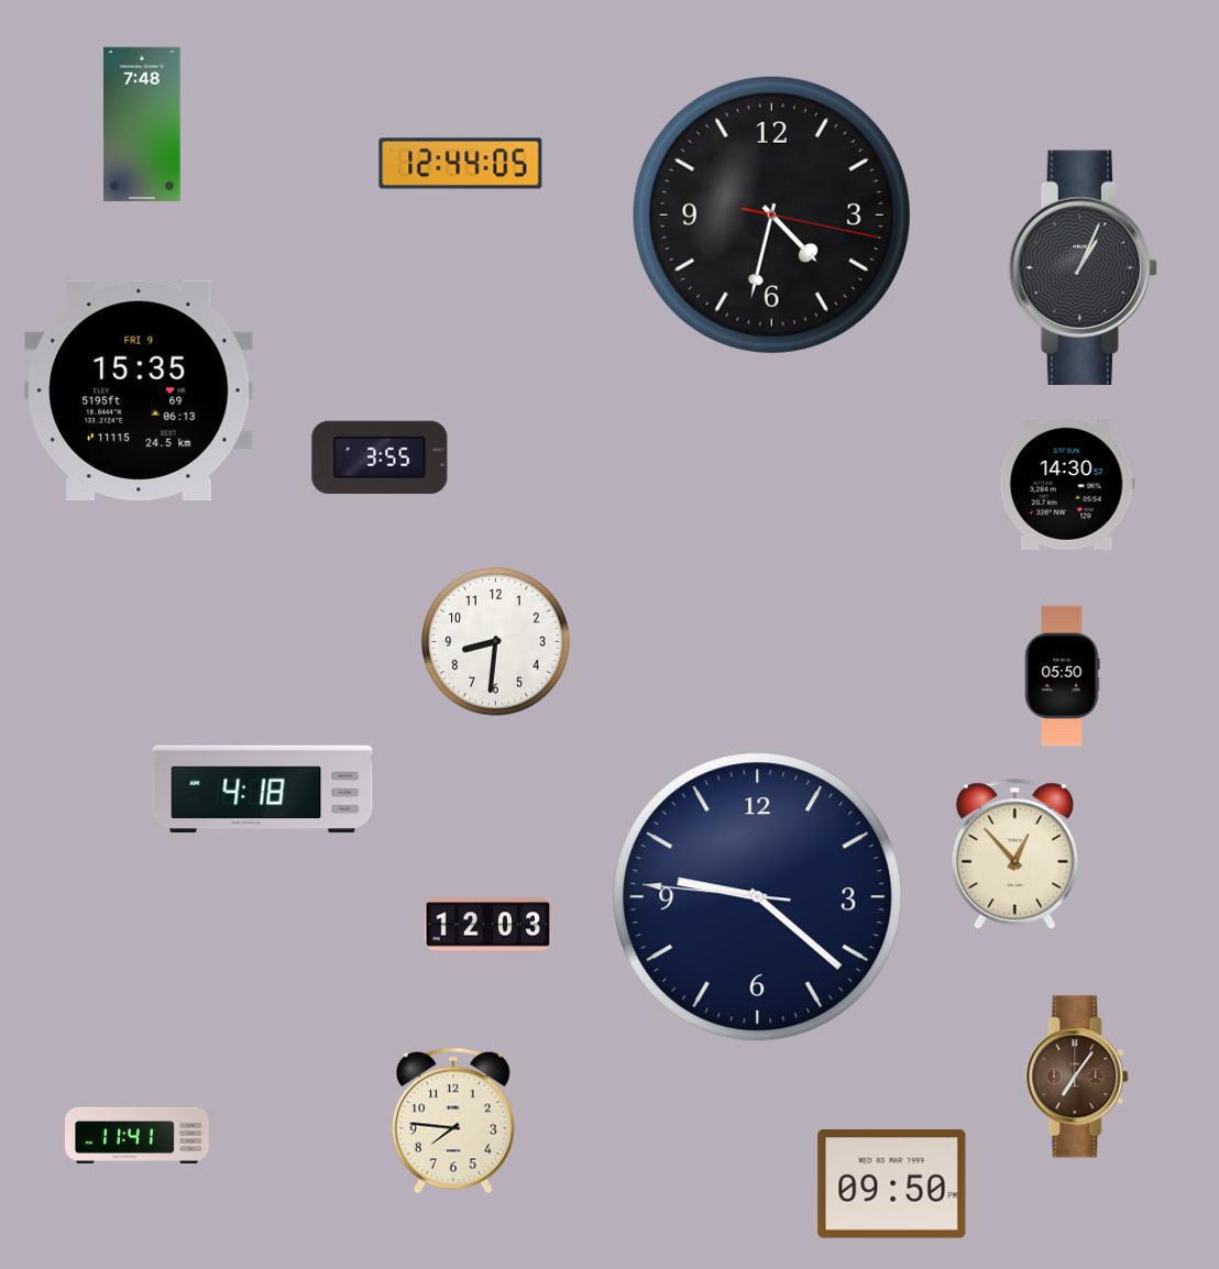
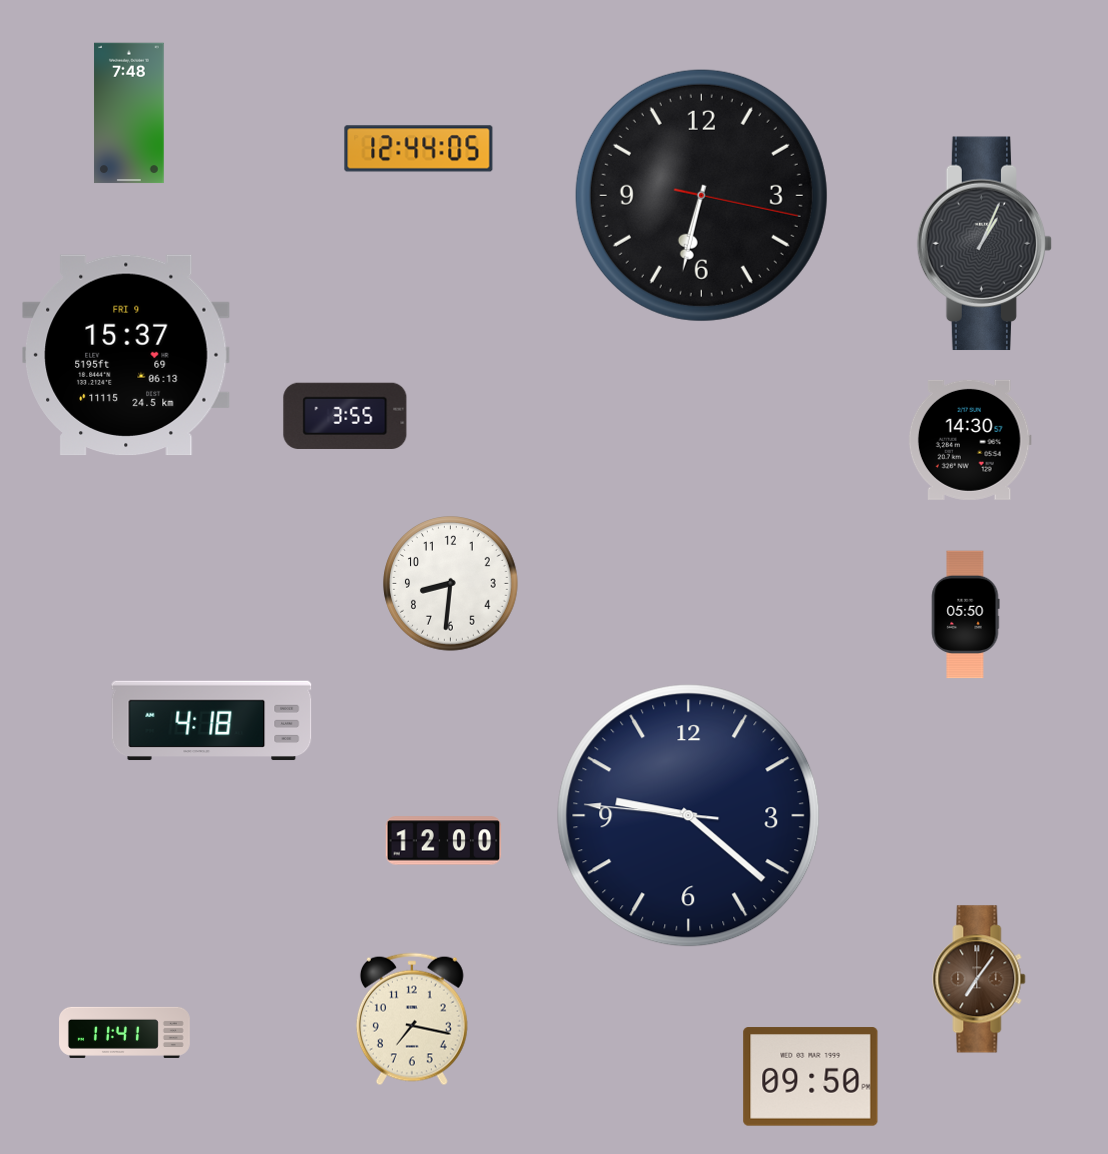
clock at (771, 214): 4:32 -> 6:32
clock at (139, 390): 15:35 -> 15:37
clock at (263, 790) position: (263, 790) -> (212, 721)
clock at (1014, 853): 12:53 -> none
clock at (488, 925): 12:03 -> 12:00
clock at (453, 1121): 7:46 -> 7:17
